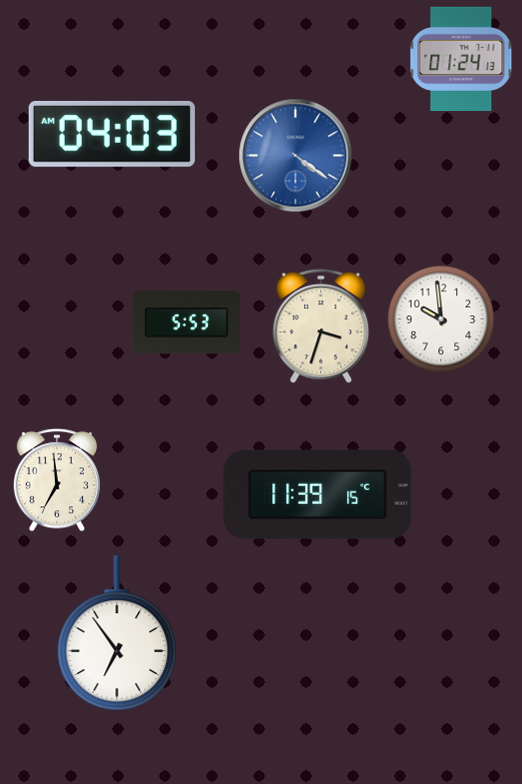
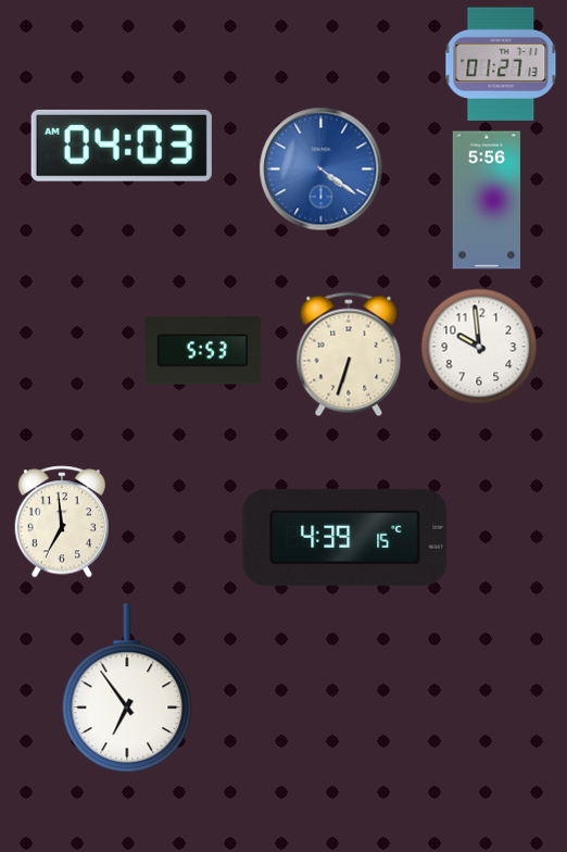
clock at (461, 58): 01:24 -> 01:27
clock at (487, 200): none -> 5:56
clock at (321, 326): 3:33 -> 6:33
clock at (318, 494): 11:39 -> 4:39
